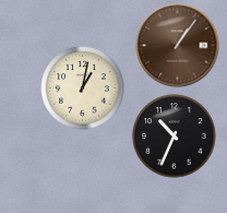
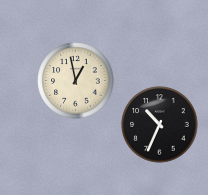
clock at (178, 46): 1:06 -> none
clock at (83, 88): 1:02 -> 12:58
